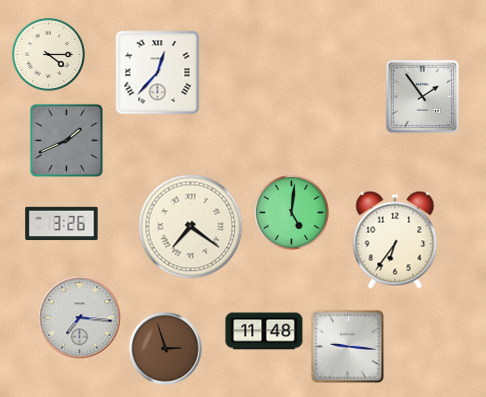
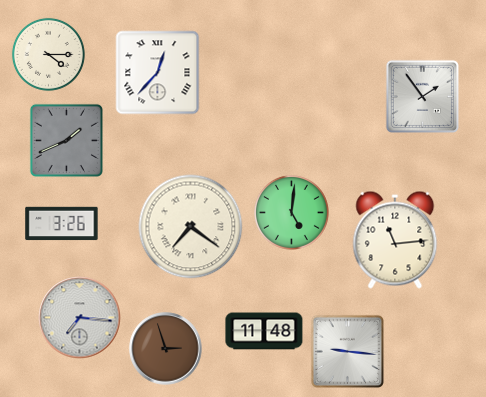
clock at (395, 240): 6:36 -> 11:14
clock at (347, 346) position: (347, 346) -> (347, 351)
